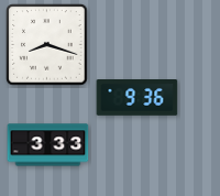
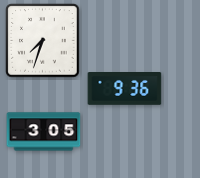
clock at (47, 45): 8:18 -> 7:33
clock at (48, 145): 3:33 -> 3:05
